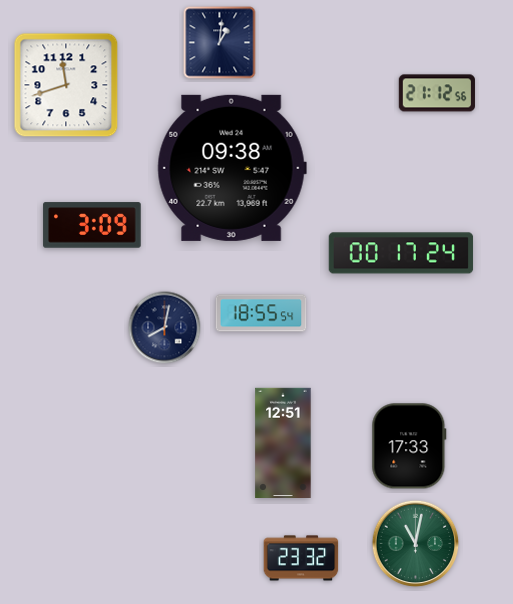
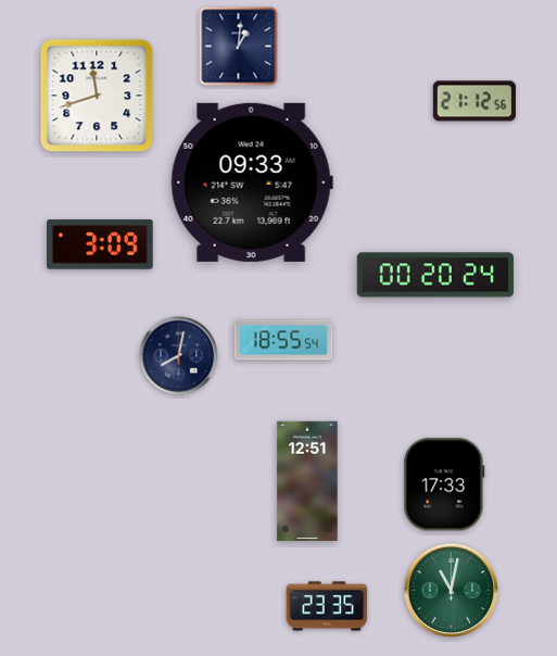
clock at (66, 85) position: (66, 85) -> (97, 96)
clock at (232, 168): 09:38 -> 09:33
clock at (401, 253): 00:17 -> 00:20
clock at (301, 558): 23:32 -> 23:35
